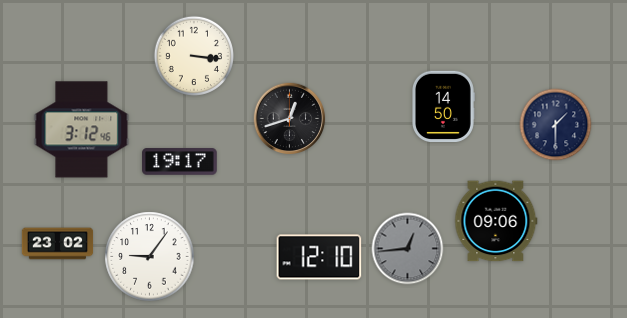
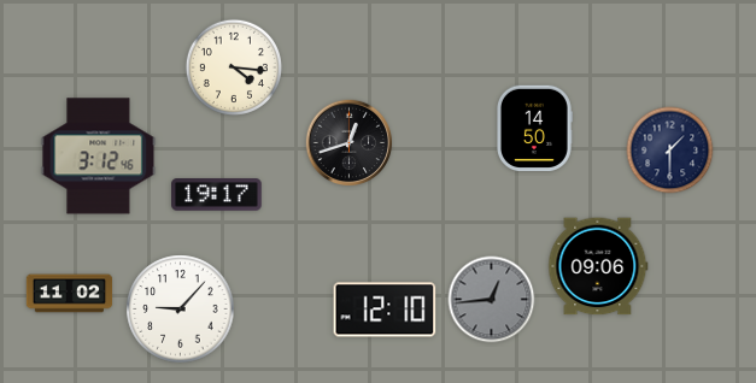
clock at (193, 55): 3:16 -> 4:16
clock at (58, 244): 23:02 -> 11:02
clock at (150, 257): 9:06 -> 9:07
